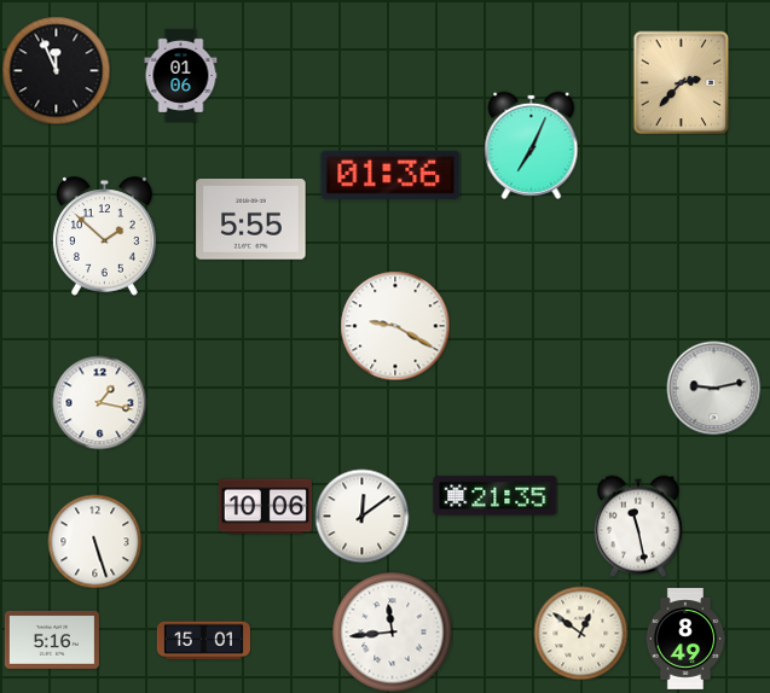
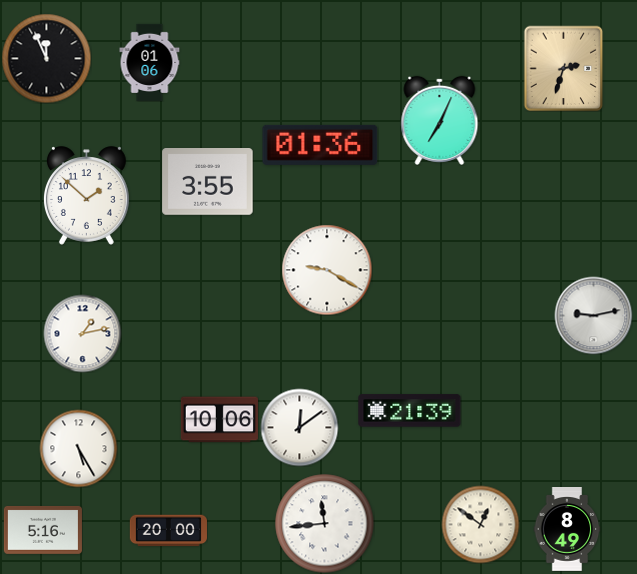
clock at (682, 82): 2:37 -> 2:33
clock at (390, 175) position: (390, 175) -> (320, 145)
clock at (251, 220): 5:55 -> 3:55
clock at (713, 388) position: (713, 388) -> (593, 315)
clock at (99, 402): 1:17 -> 1:13
clock at (496, 496): 21:35 -> 21:39
clock at (638, 526): 11:28 -> none
clock at (94, 541): 5:27 -> 5:25
clock at (203, 641): 15:01 -> 20:00
